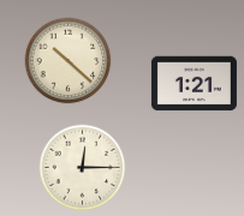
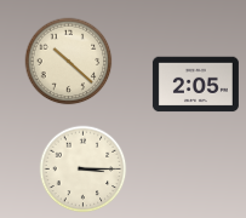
clock at (194, 84): 1:21 -> 2:05
clock at (83, 168): 12:15 -> 3:15
